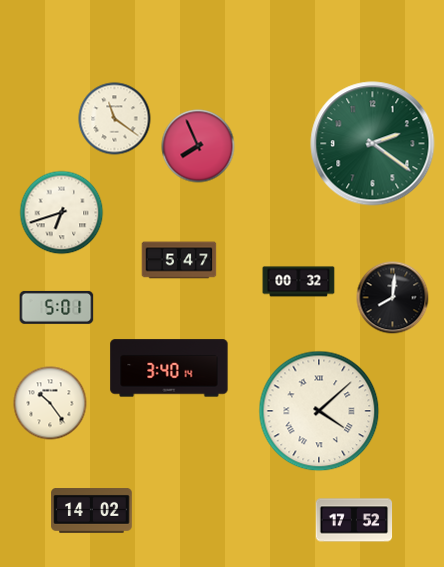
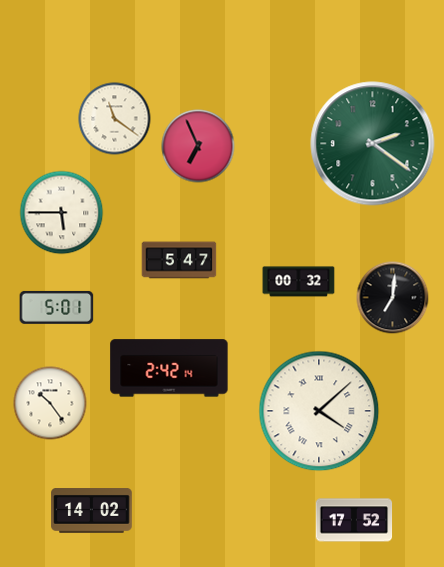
clock at (198, 146): 7:56 -> 6:56
clock at (62, 213): 6:42 -> 5:45
clock at (393, 298): 8:01 -> 7:01
clock at (169, 368): 3:40 -> 2:42
